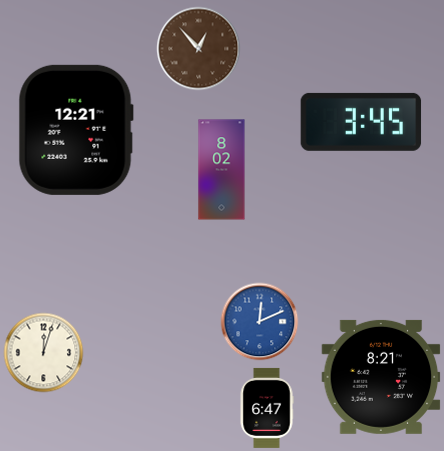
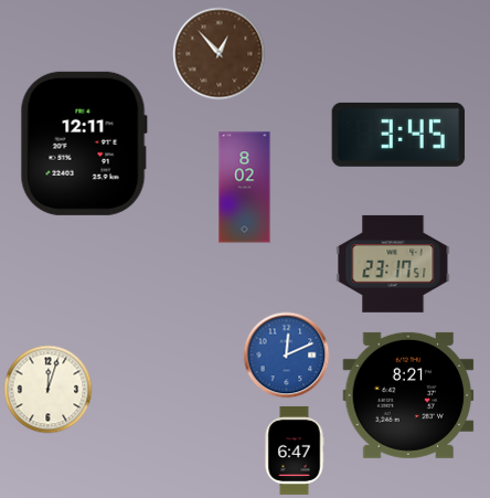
clock at (76, 130): 12:21 -> 12:11
clock at (393, 264): none -> 23:17
clock at (381, 377) position: (381, 377) -> (408, 395)
